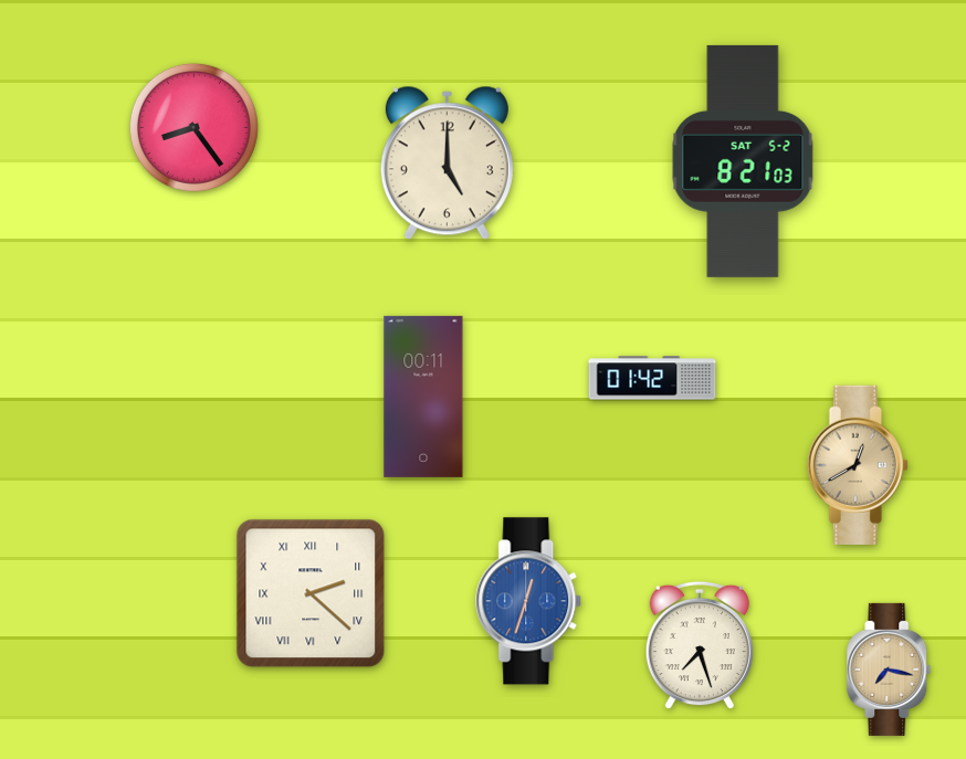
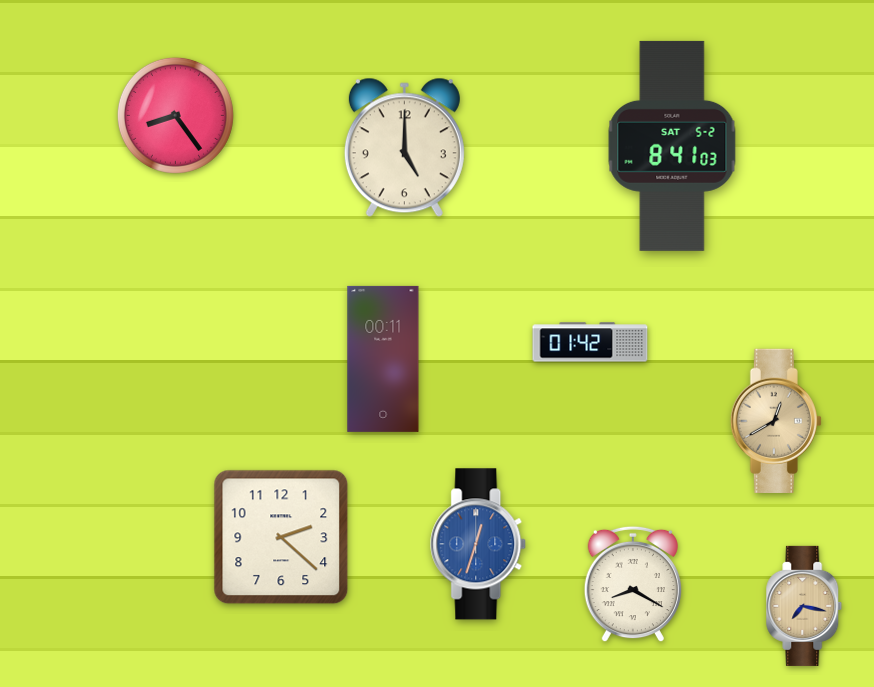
clock at (743, 161): 8:21 -> 8:41
clock at (311, 593) numerals: Roman -> Arabic
clock at (700, 645): 7:27 -> 8:20
